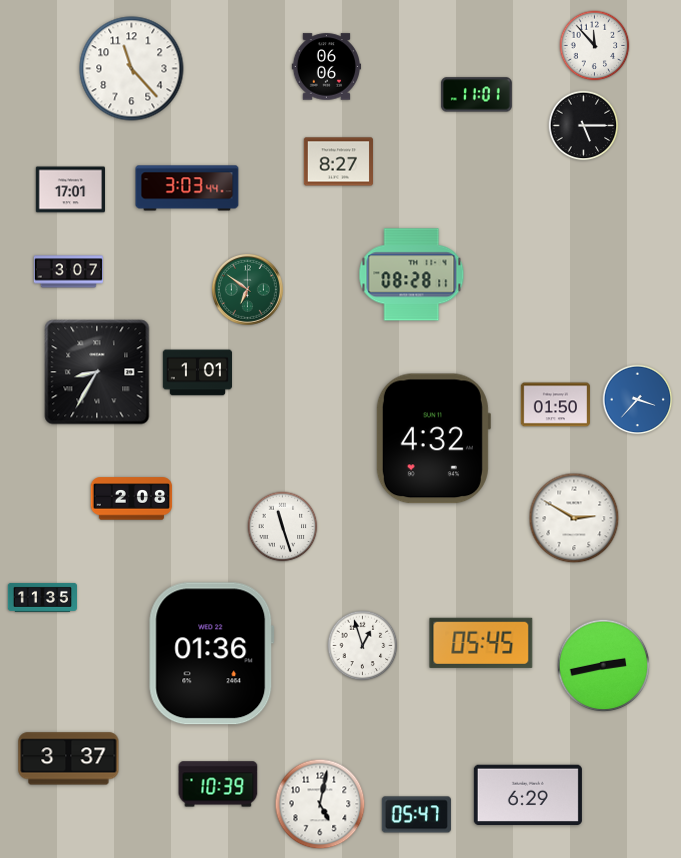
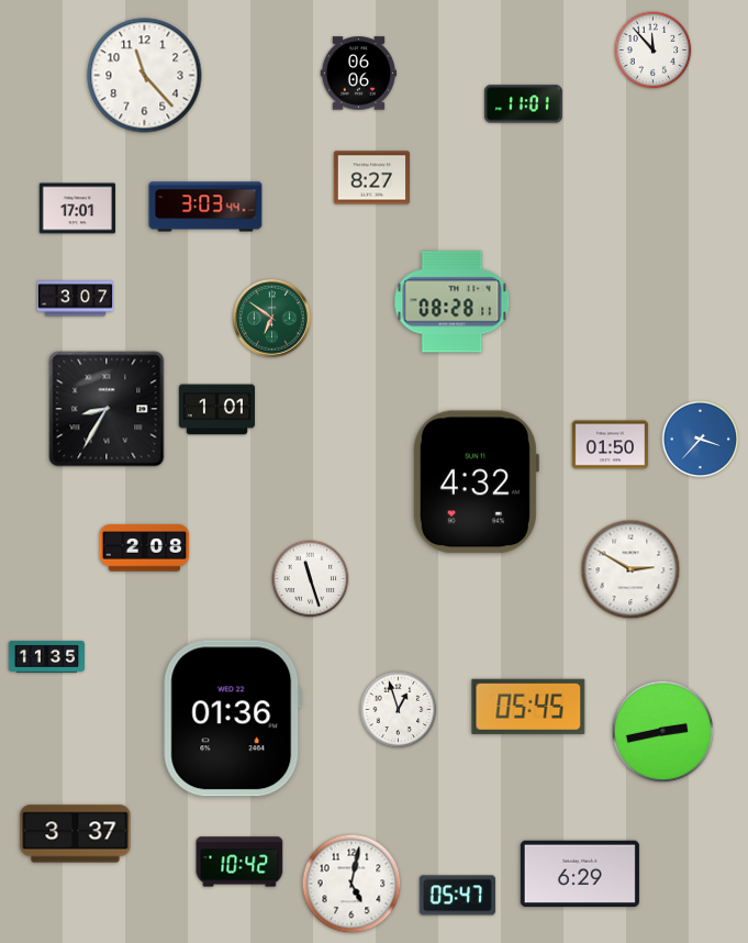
clock at (584, 126): 5:15 -> none
clock at (218, 784): 10:39 -> 10:42
